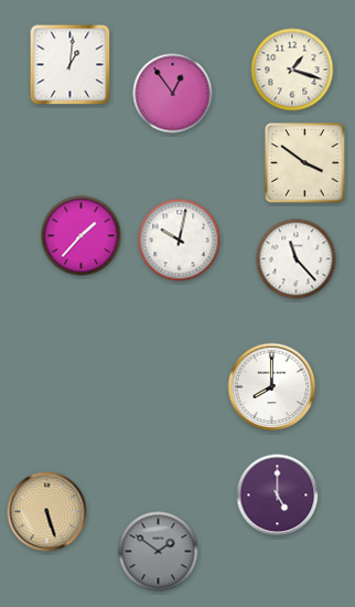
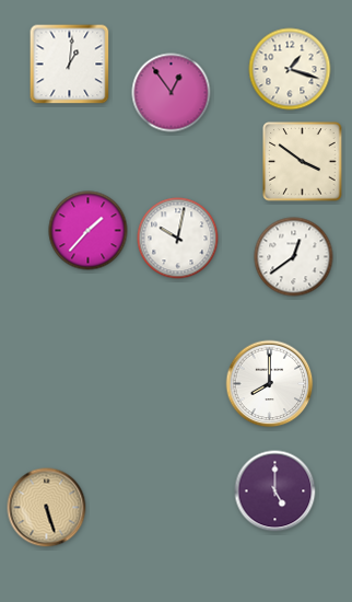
clock at (82, 236) position: (82, 236) -> (89, 231)
clock at (297, 259): 11:23 -> 12:39
clock at (159, 552): 1:51 -> none
